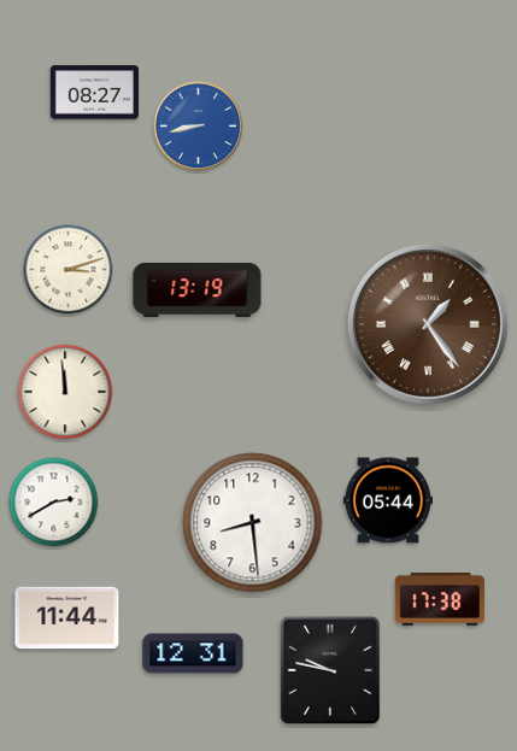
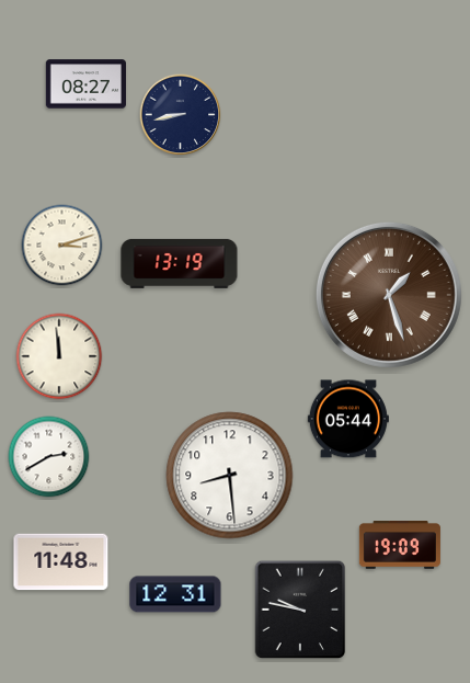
clock at (199, 127) dial: blue -> navy
clock at (428, 324): 1:24 -> 1:27
clock at (388, 500) position: (388, 500) -> (348, 419)
clock at (440, 600): 17:38 -> 19:09
clock at (67, 618): 11:44 -> 11:48
